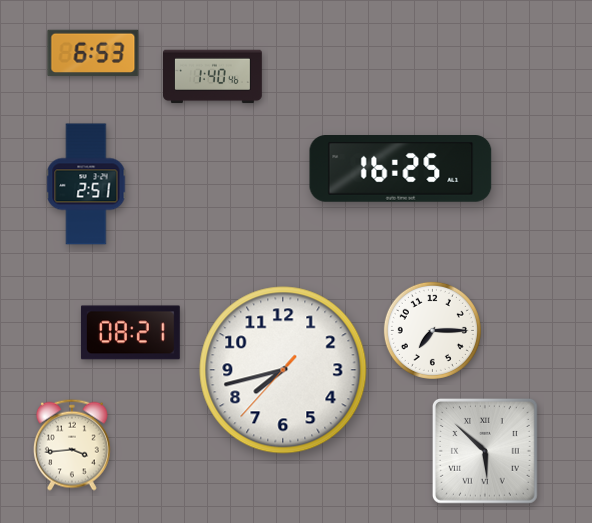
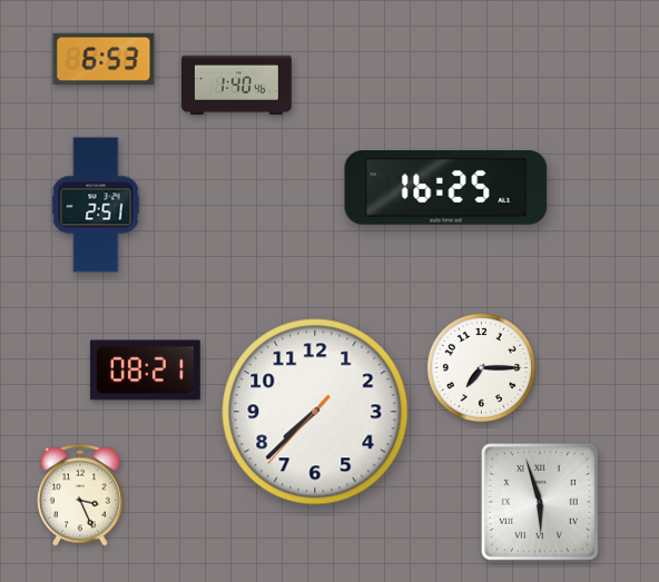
clock at (283, 370): 7:42 -> 7:37
clock at (72, 445): 3:44 -> 3:26
clock at (485, 451): 5:52 -> 5:57
